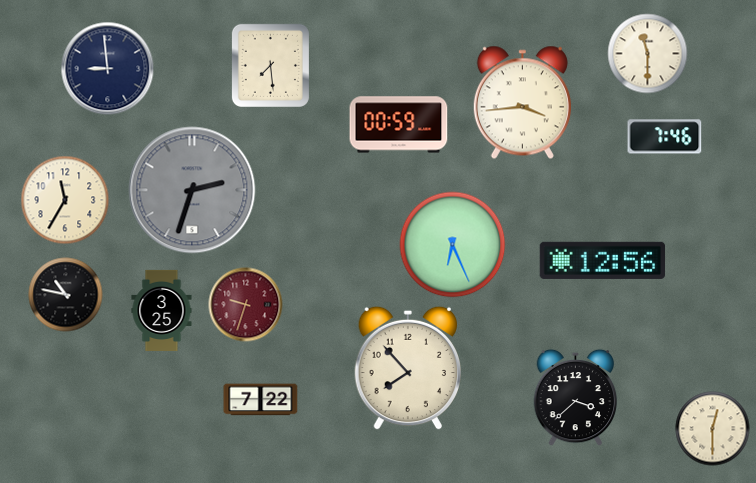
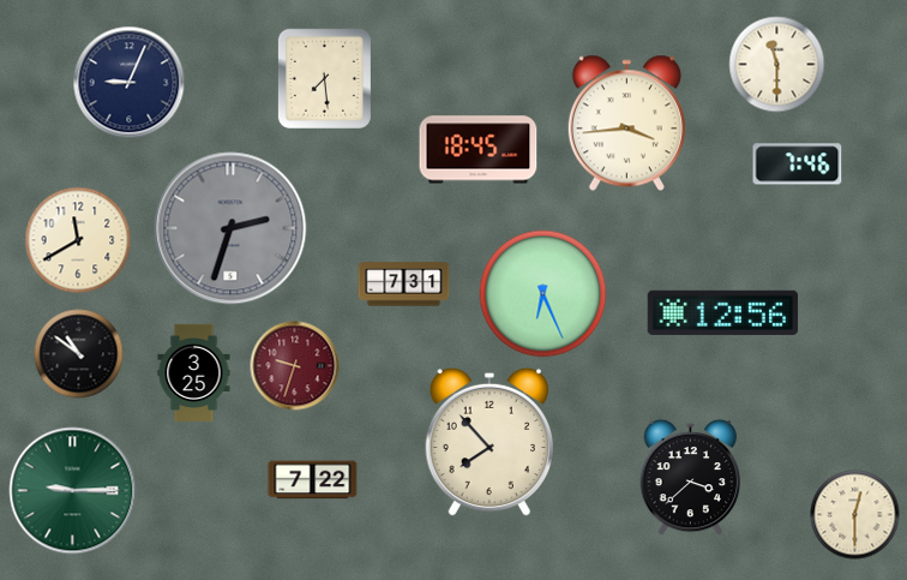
clock at (108, 69): 8:59 -> 9:04
clock at (399, 125): 00:59 -> 18:45
clock at (65, 200): 11:35 -> 11:40
clock at (404, 285): none -> 7:31
clock at (66, 295): 10:47 -> 10:51
clock at (73, 491): none -> 9:15
